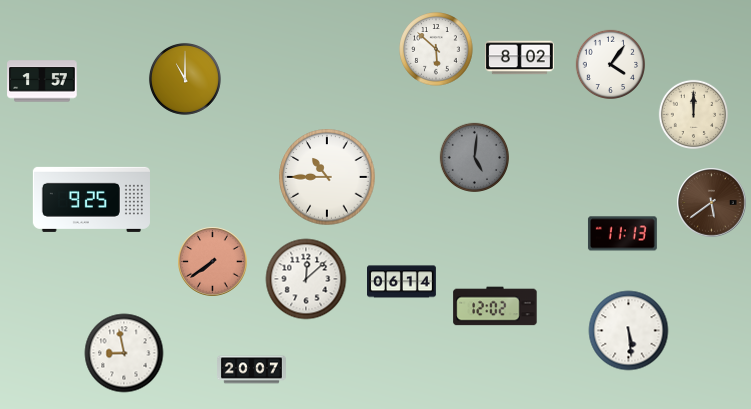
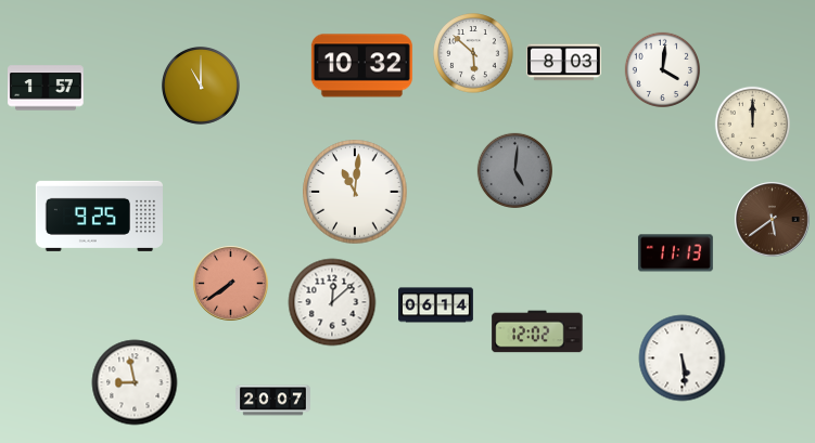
clock at (519, 58): 8:02 -> 8:03
clock at (361, 66): none -> 10:32
clock at (611, 65): 4:06 -> 4:01
clock at (327, 177): 10:45 -> 11:01
